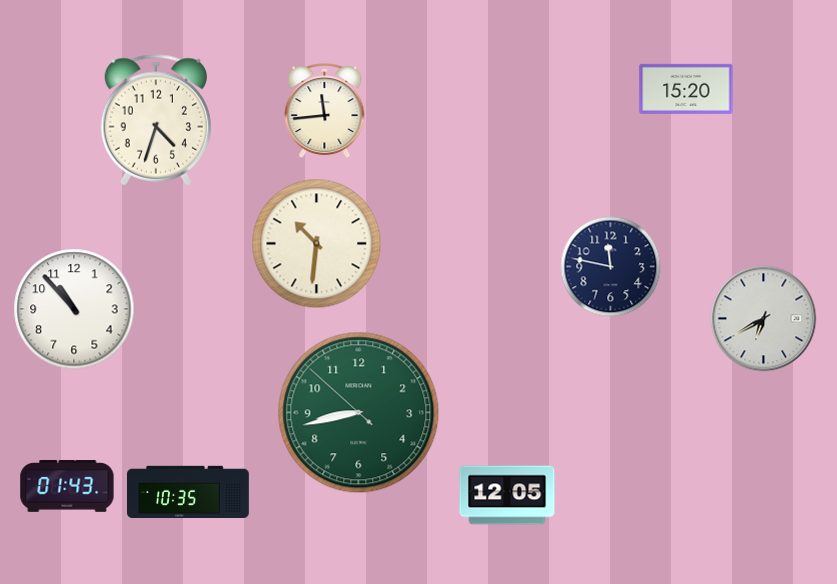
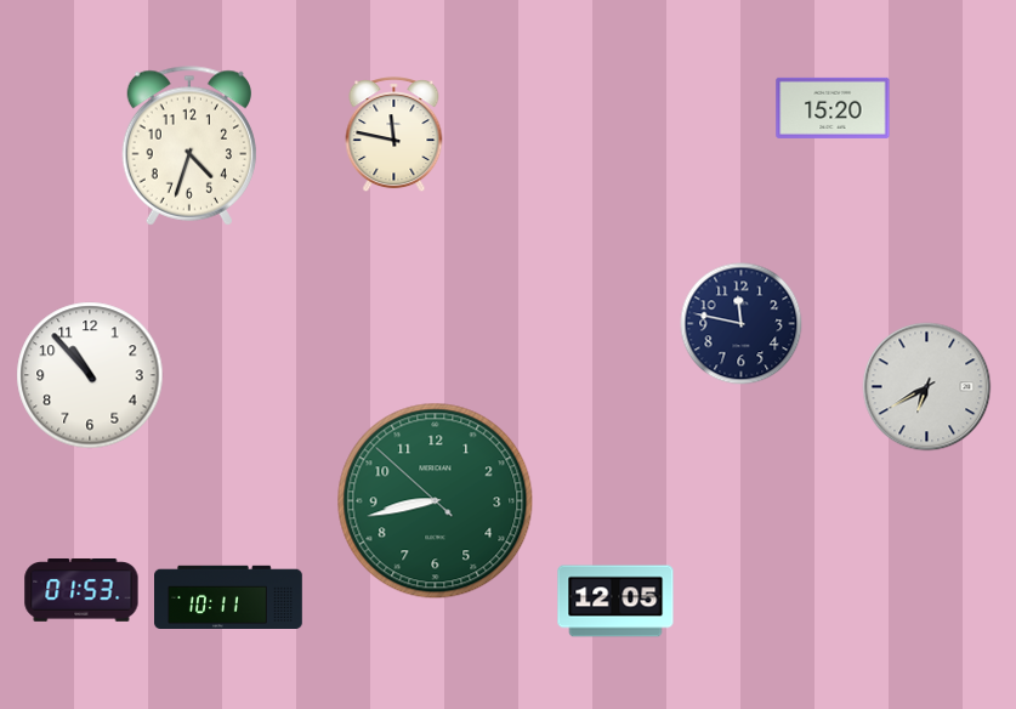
clock at (325, 111): 11:44 -> 11:47
clock at (317, 244): 10:31 -> none
clock at (67, 487): 01:43 -> 01:53
clock at (189, 491): 10:35 -> 10:11
